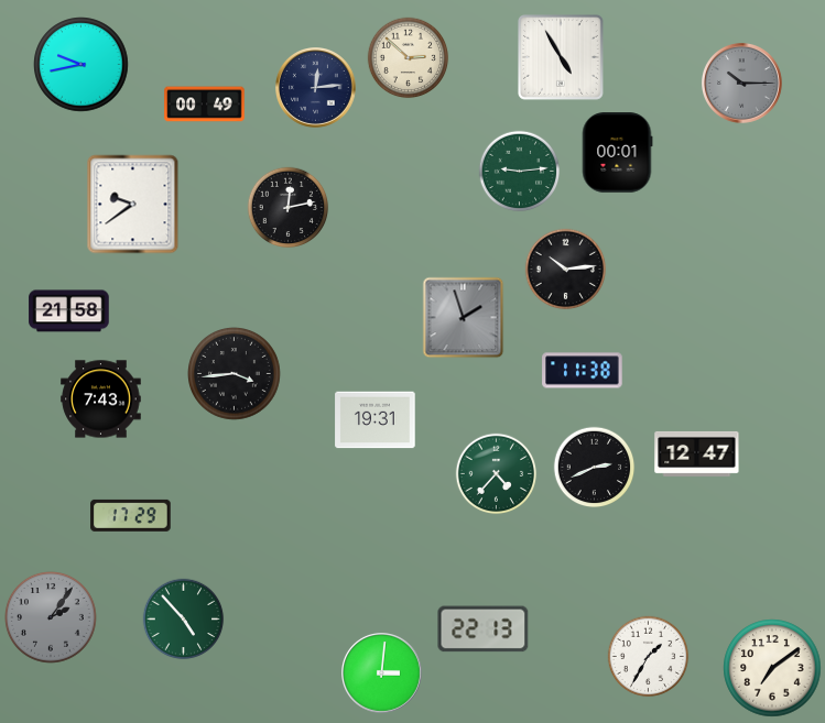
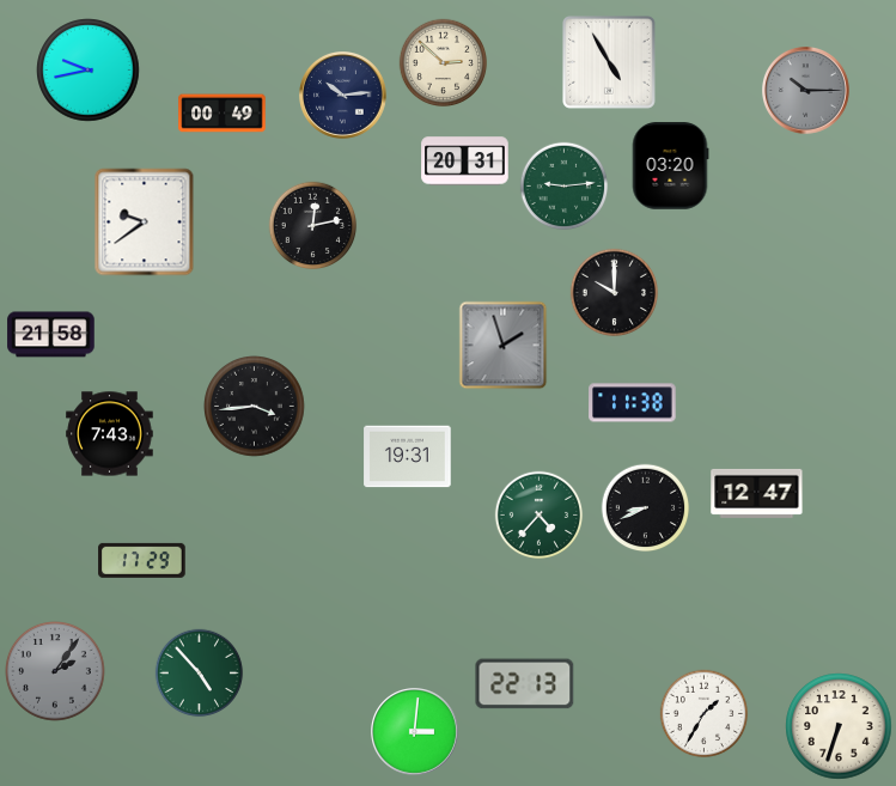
clock at (316, 88): 12:14 -> 10:14
clock at (465, 162): none -> 20:31
clock at (617, 153): 00:01 -> 03:20
clock at (566, 270): 10:14 -> 10:00
clock at (69, 311) position: (69, 311) -> (51, 335)
clock at (595, 468): 2:41 -> 8:41
clock at (772, 668): 7:09 -> 6:33
